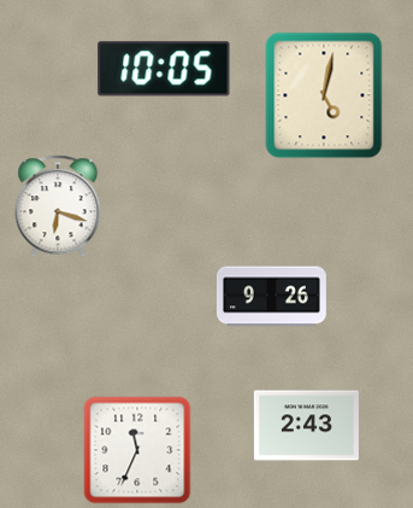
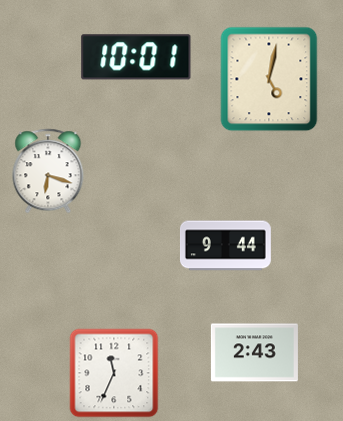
clock at (164, 69): 10:05 -> 10:01
clock at (271, 297): 9:26 -> 9:44
